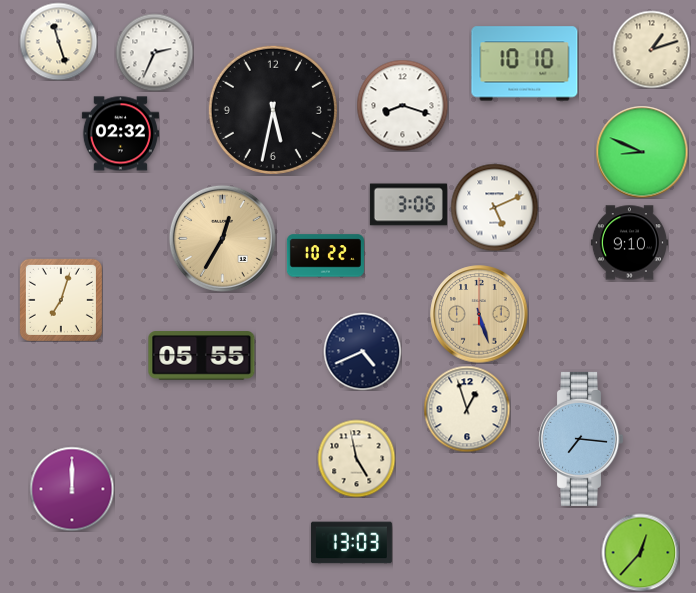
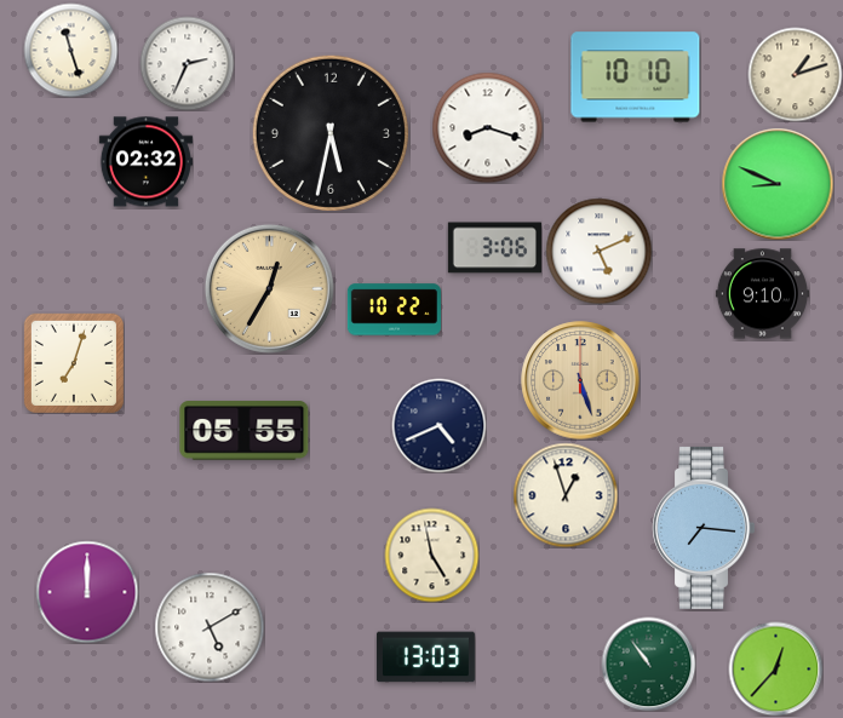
clock at (651, 49) position: (651, 49) -> (795, 74)
clock at (581, 439) position: (581, 439) -> (704, 528)
clock at (210, 627): none -> 5:10
clock at (648, 664): none -> 10:54
